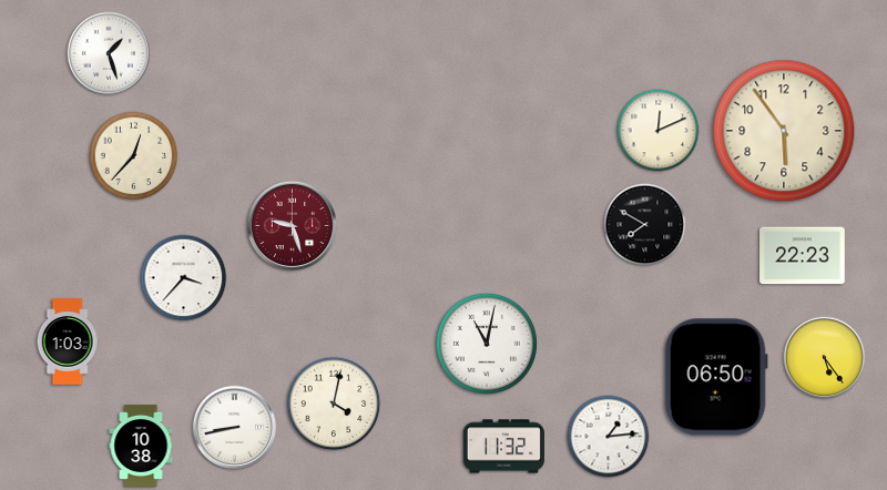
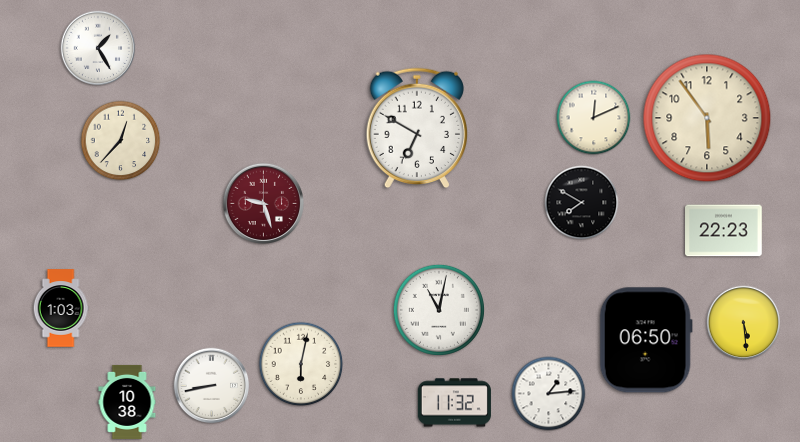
clock at (109, 53): 1:27 -> 1:25
clock at (416, 128): none -> 6:50
clock at (184, 278): 3:37 -> none
clock at (825, 358): 5:24 -> 5:29
clock at (334, 404): 4:02 -> 6:02
